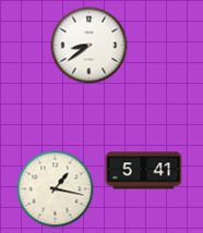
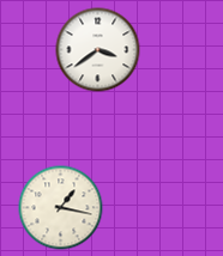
clock at (89, 46): 8:39 -> 3:39
clock at (144, 171): 5:41 -> none
